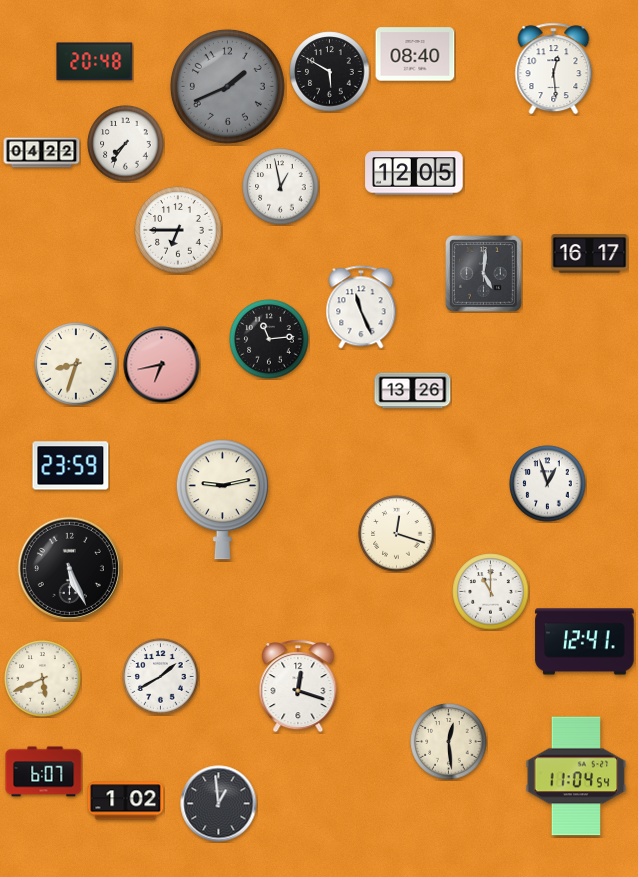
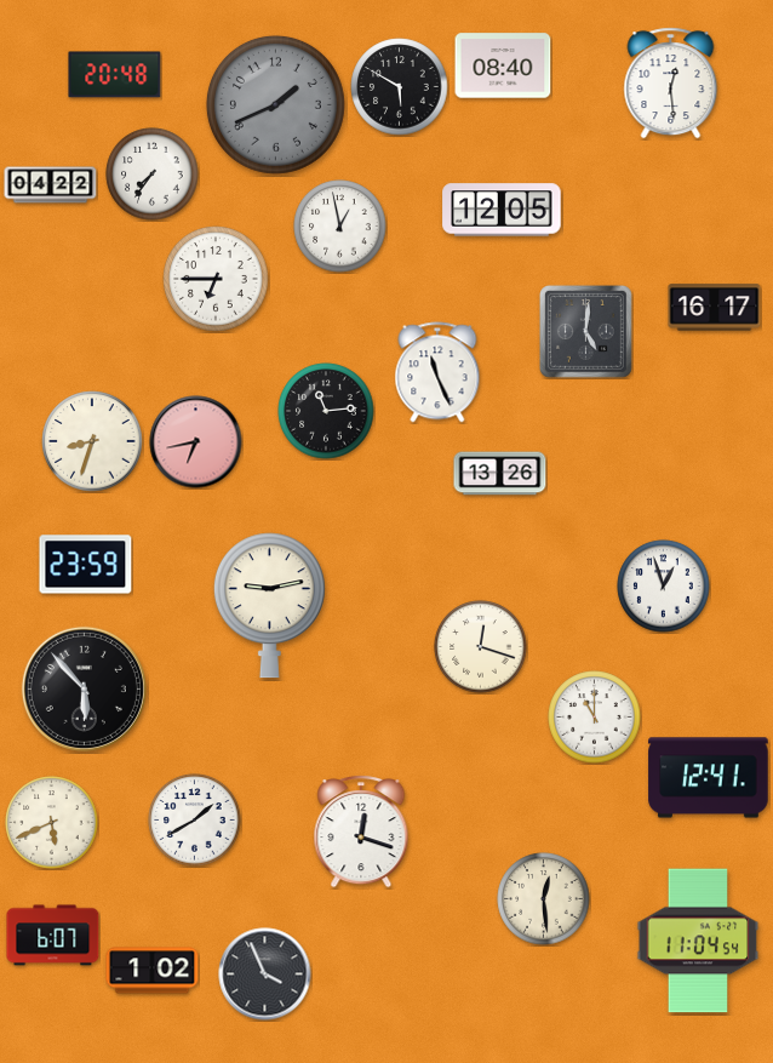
clock at (69, 568): 5:26 -> 5:53
clock at (219, 804): 12:59 -> 3:56
